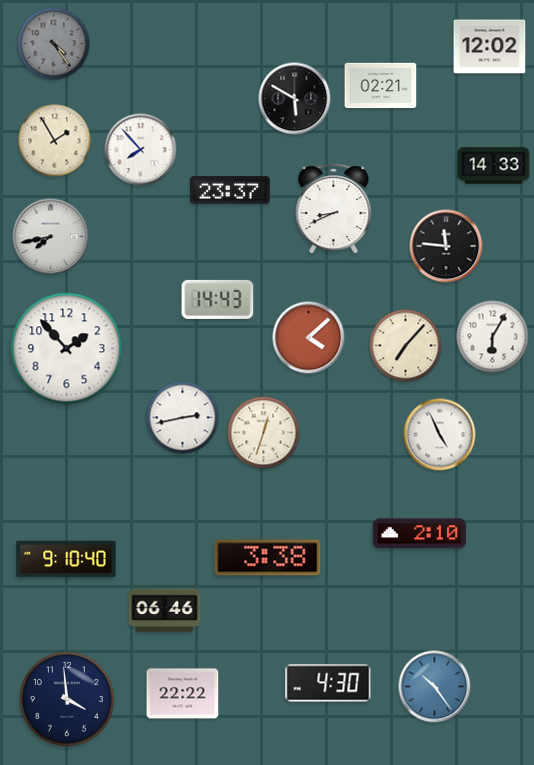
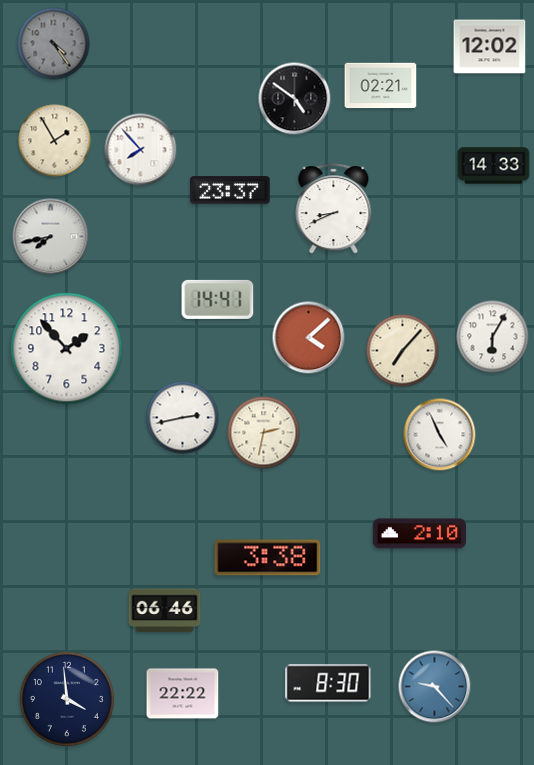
clock at (295, 99): 5:50 -> 4:51
clock at (446, 246): 11:46 -> none
clock at (218, 299): 14:43 -> 14:41
clock at (406, 346) position: (406, 346) -> (403, 351)
clock at (264, 433): 12:33 -> 2:32
clock at (66, 559): 9:10 -> none
clock at (328, 683): 4:30 -> 8:30
clock at (435, 687): 10:24 -> 9:23
